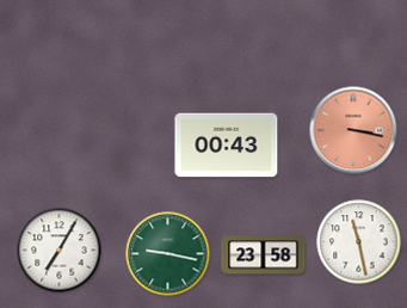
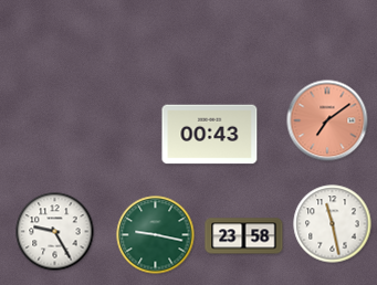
clock at (353, 130): 3:17 -> 7:09
clock at (60, 251): 7:05 -> 9:25
